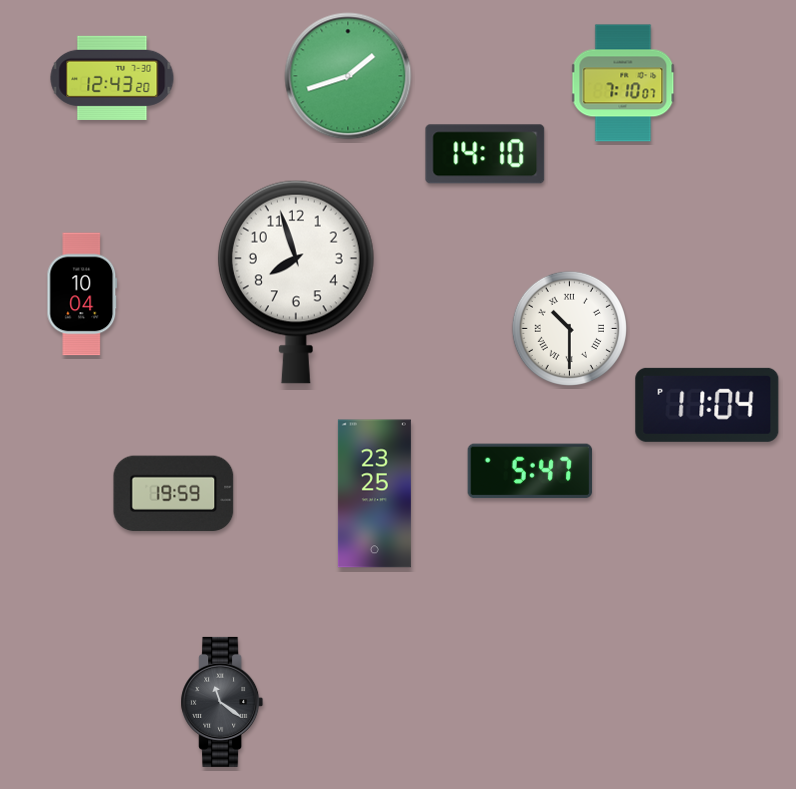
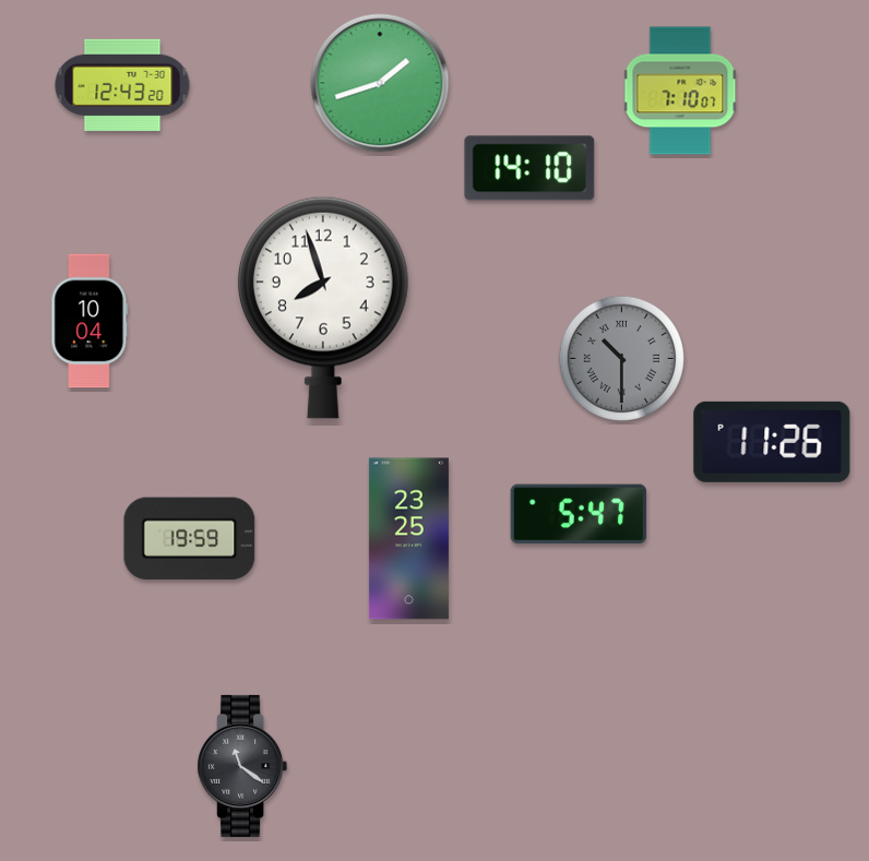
clock at (569, 328) dial: white -> grey
clock at (707, 405): 11:04 -> 11:26
